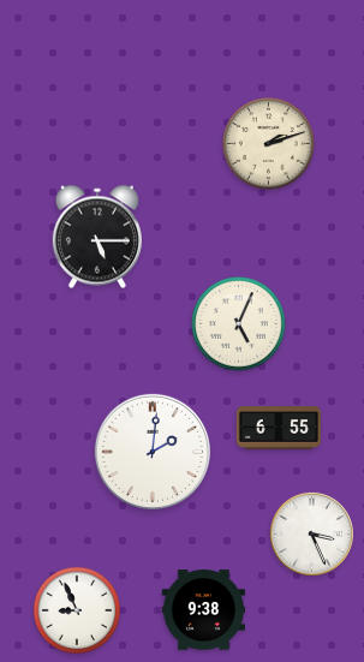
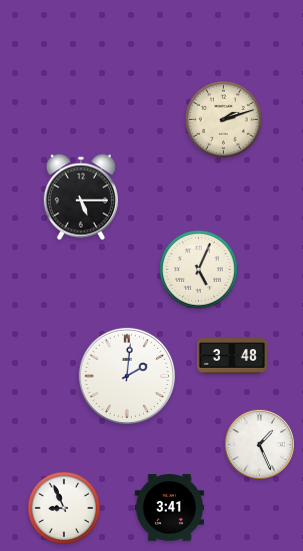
clock at (279, 428): 6:55 -> 3:48
clock at (311, 533): 3:26 -> 1:26
clock at (204, 610): 9:38 -> 3:41
